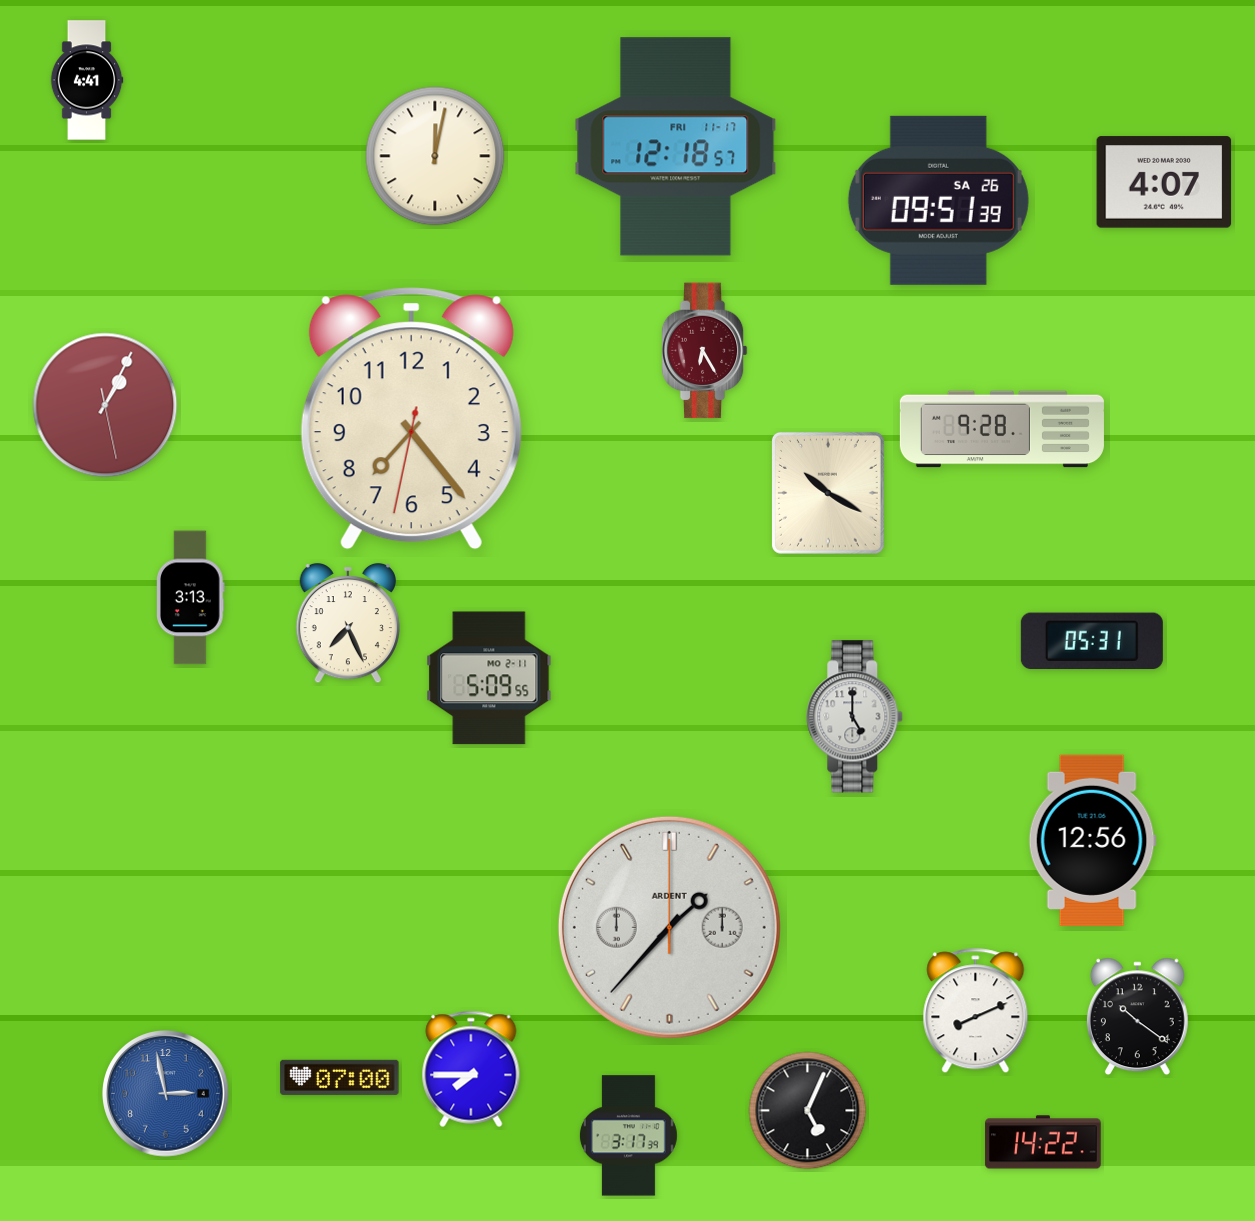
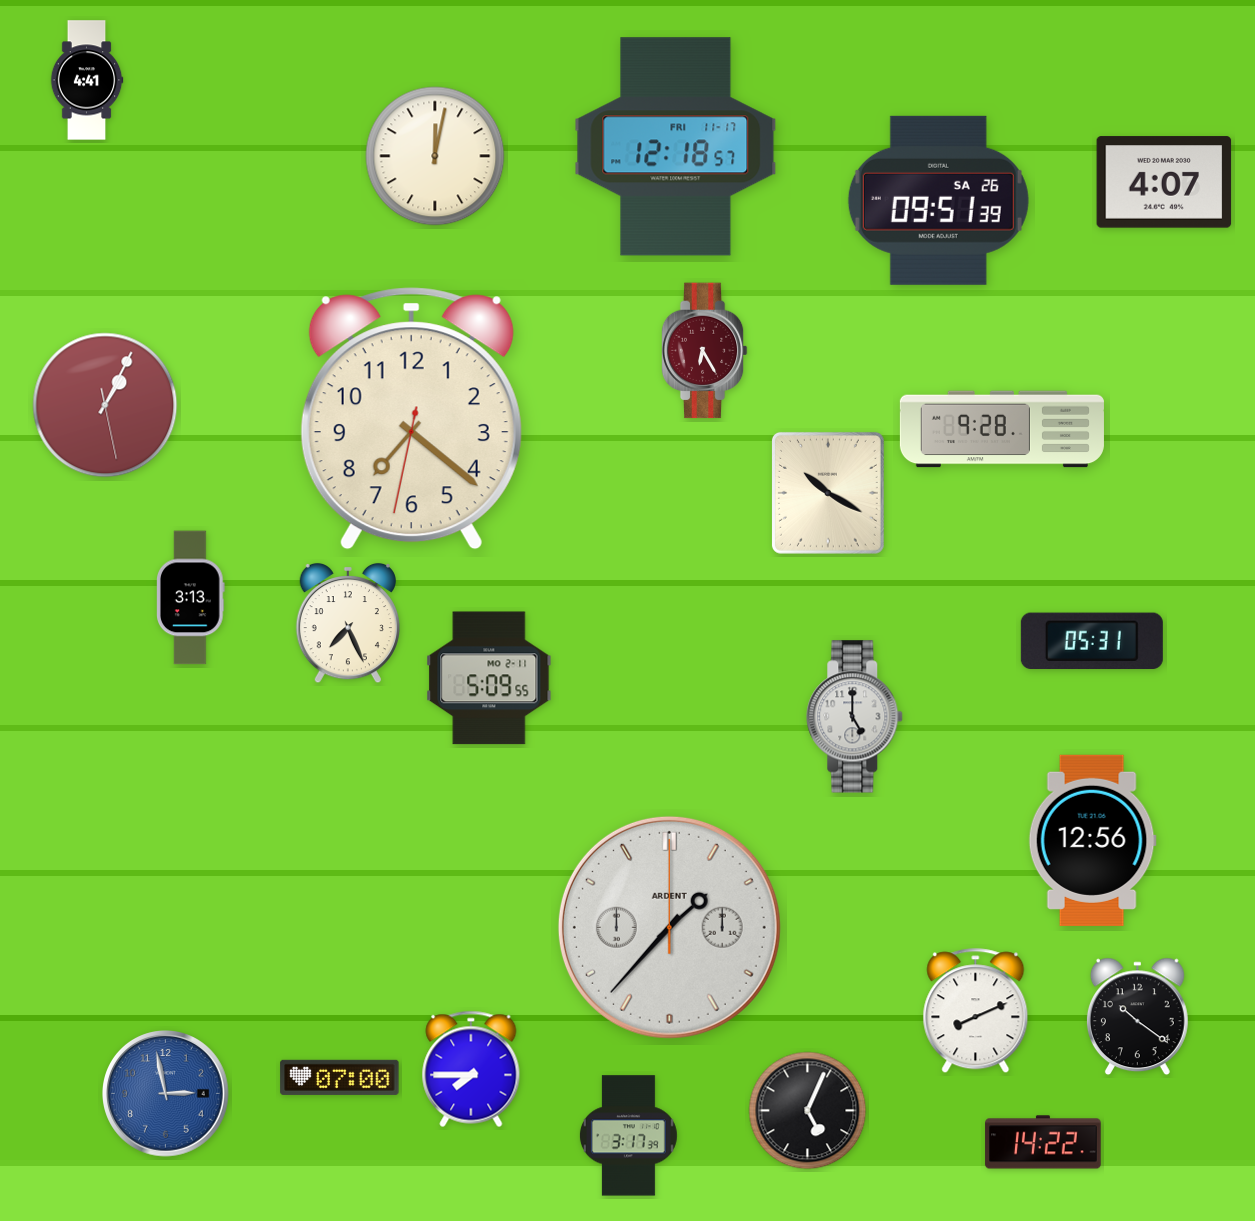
clock at (411, 419): 7:23 -> 7:21
